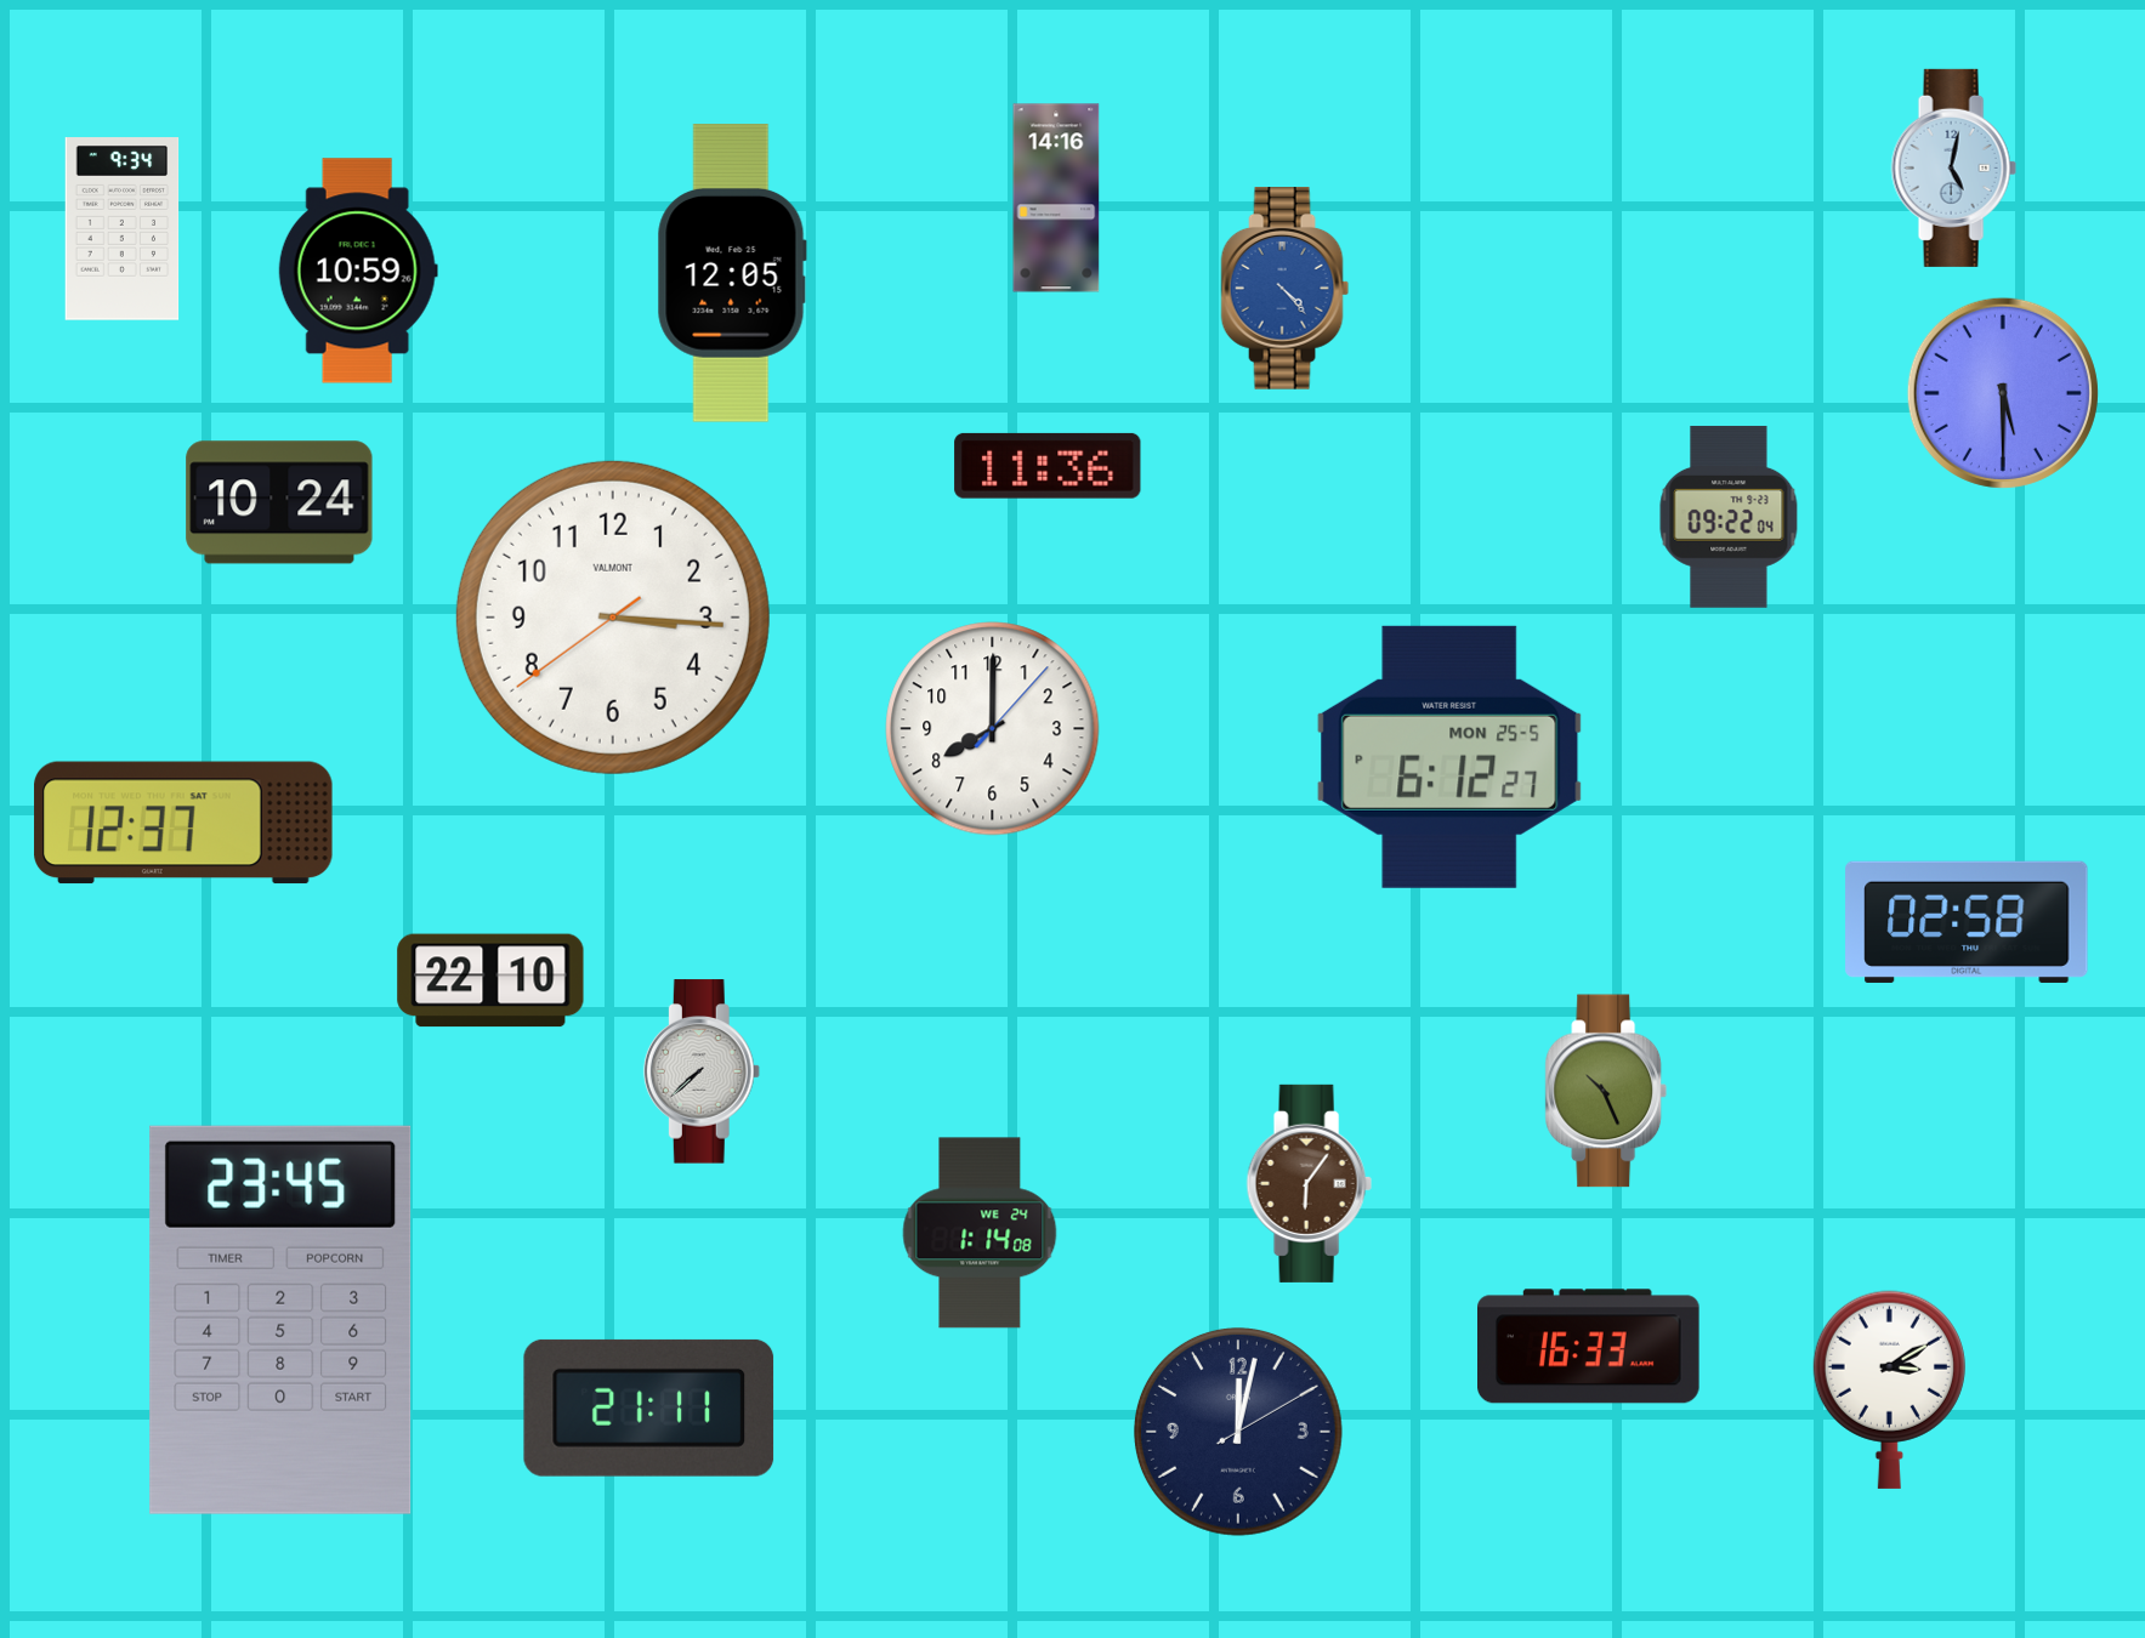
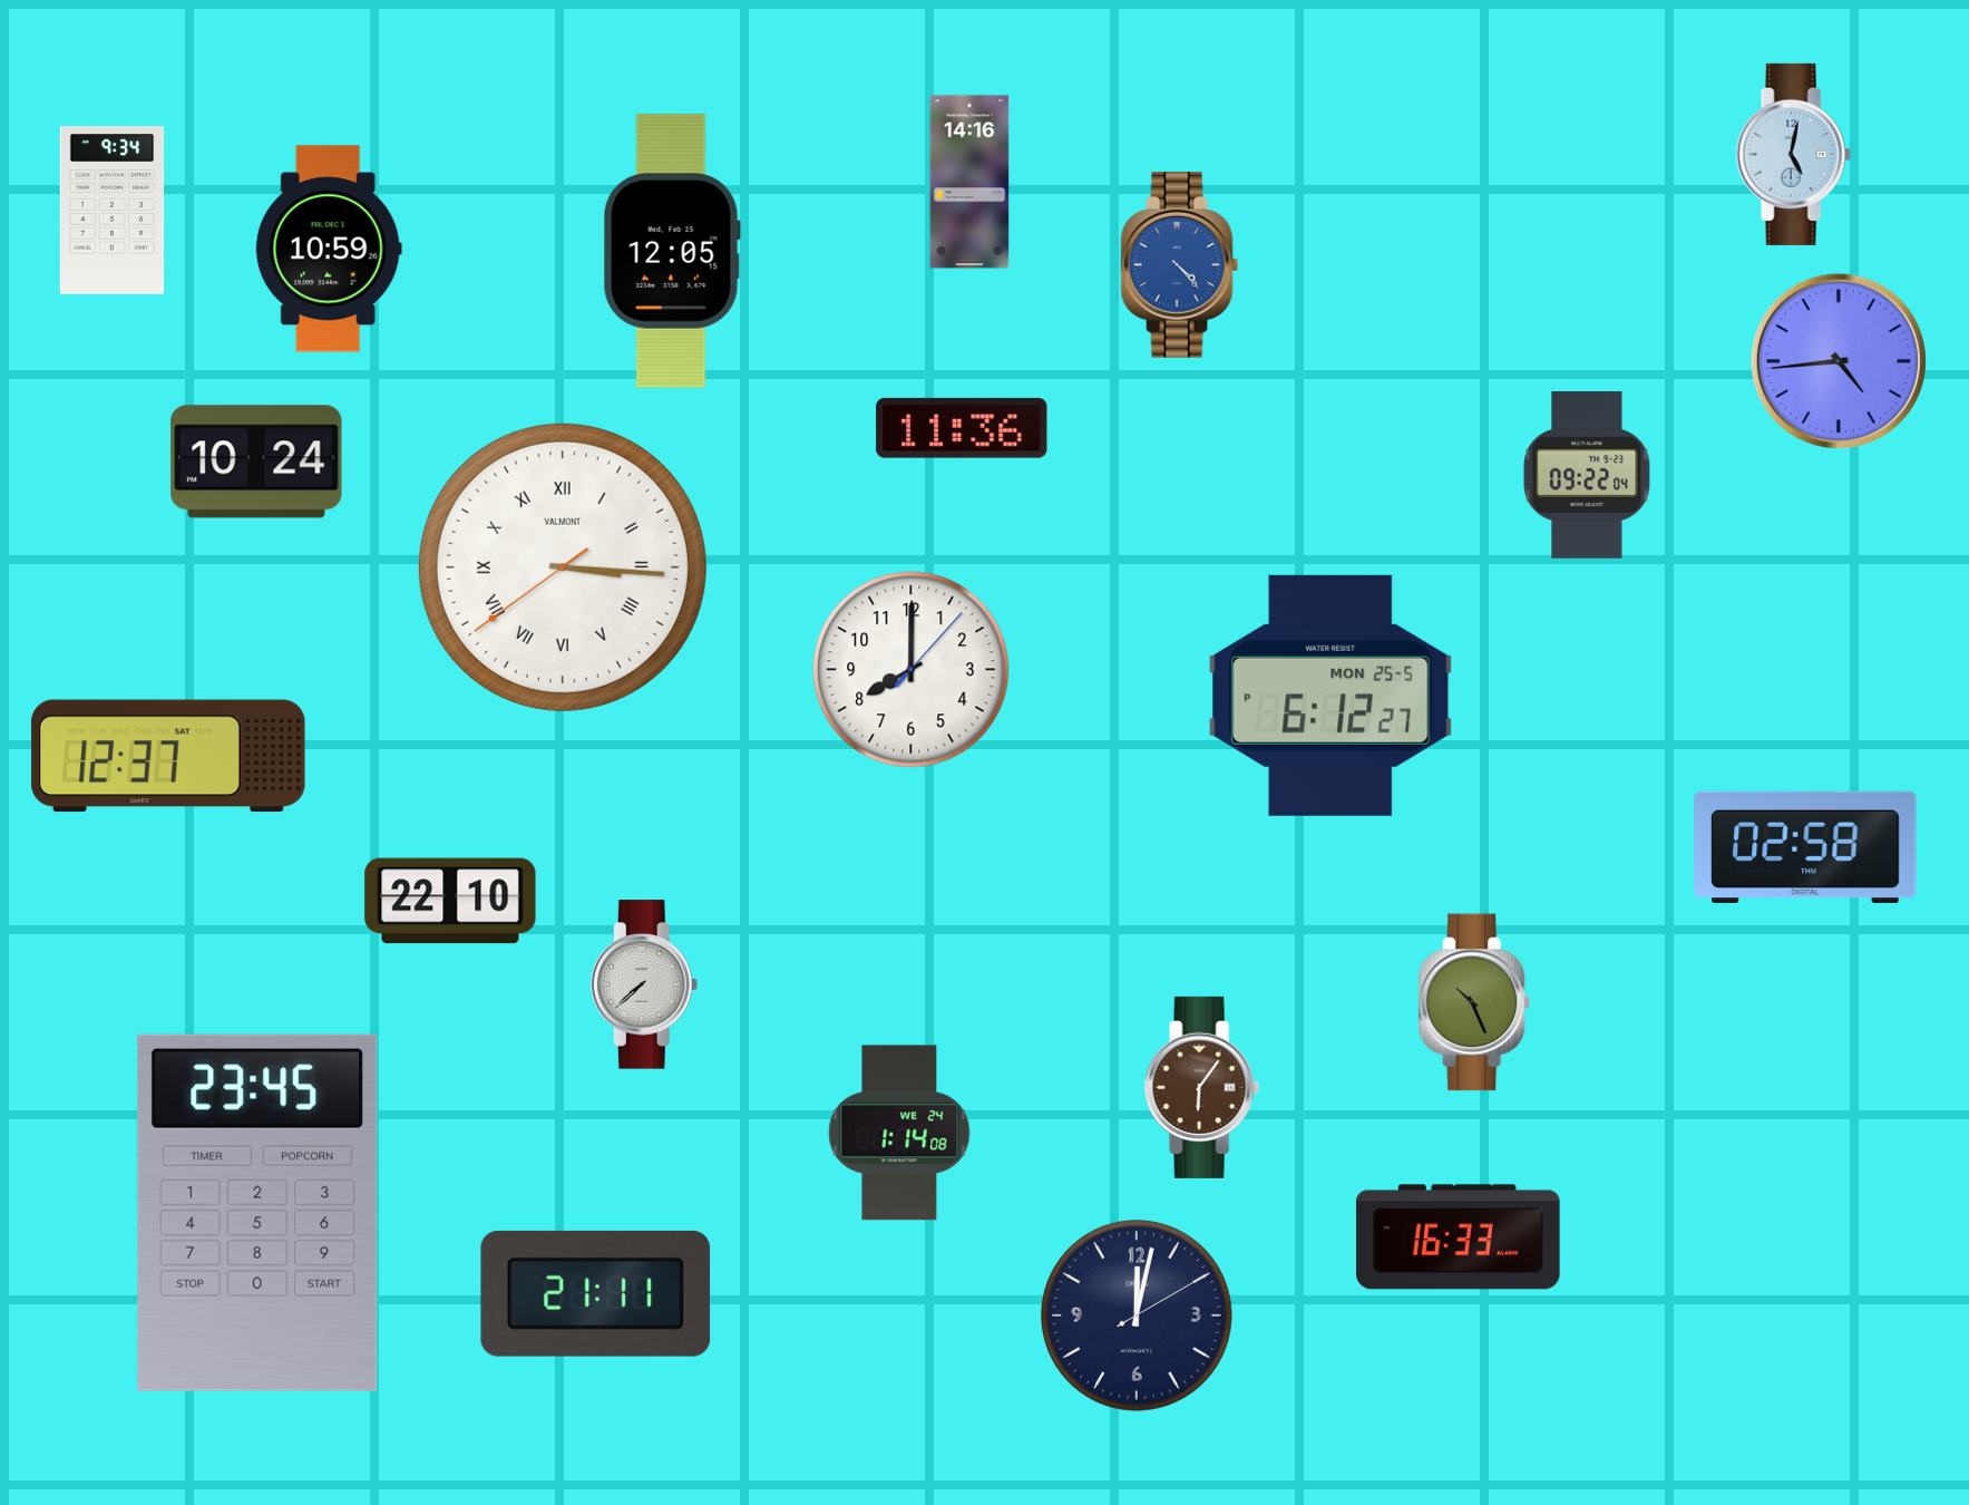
clock at (2003, 393): 5:30 -> 4:44
clock at (613, 618) numerals: Arabic -> Roman
clock at (1889, 1389): 3:10 -> none
